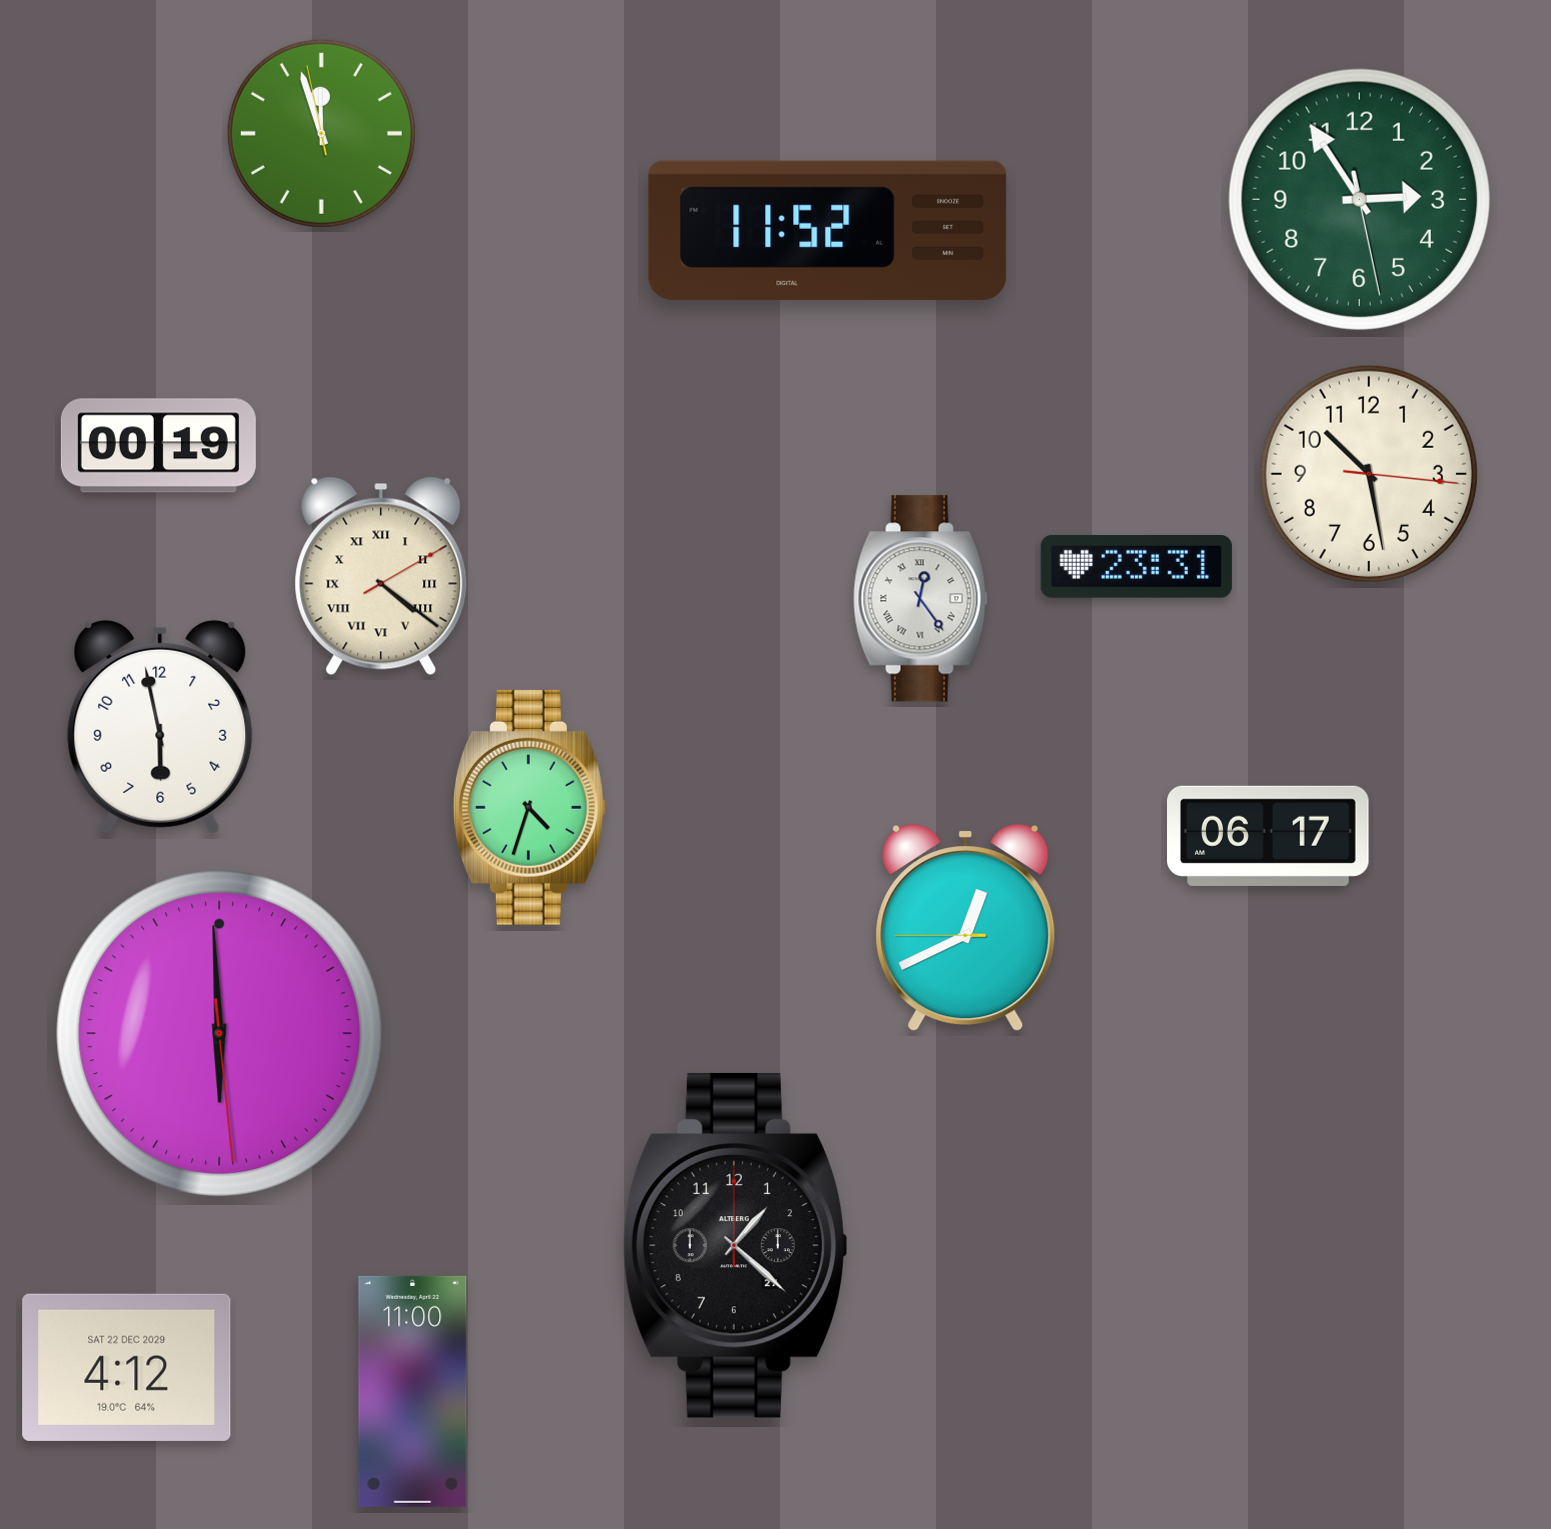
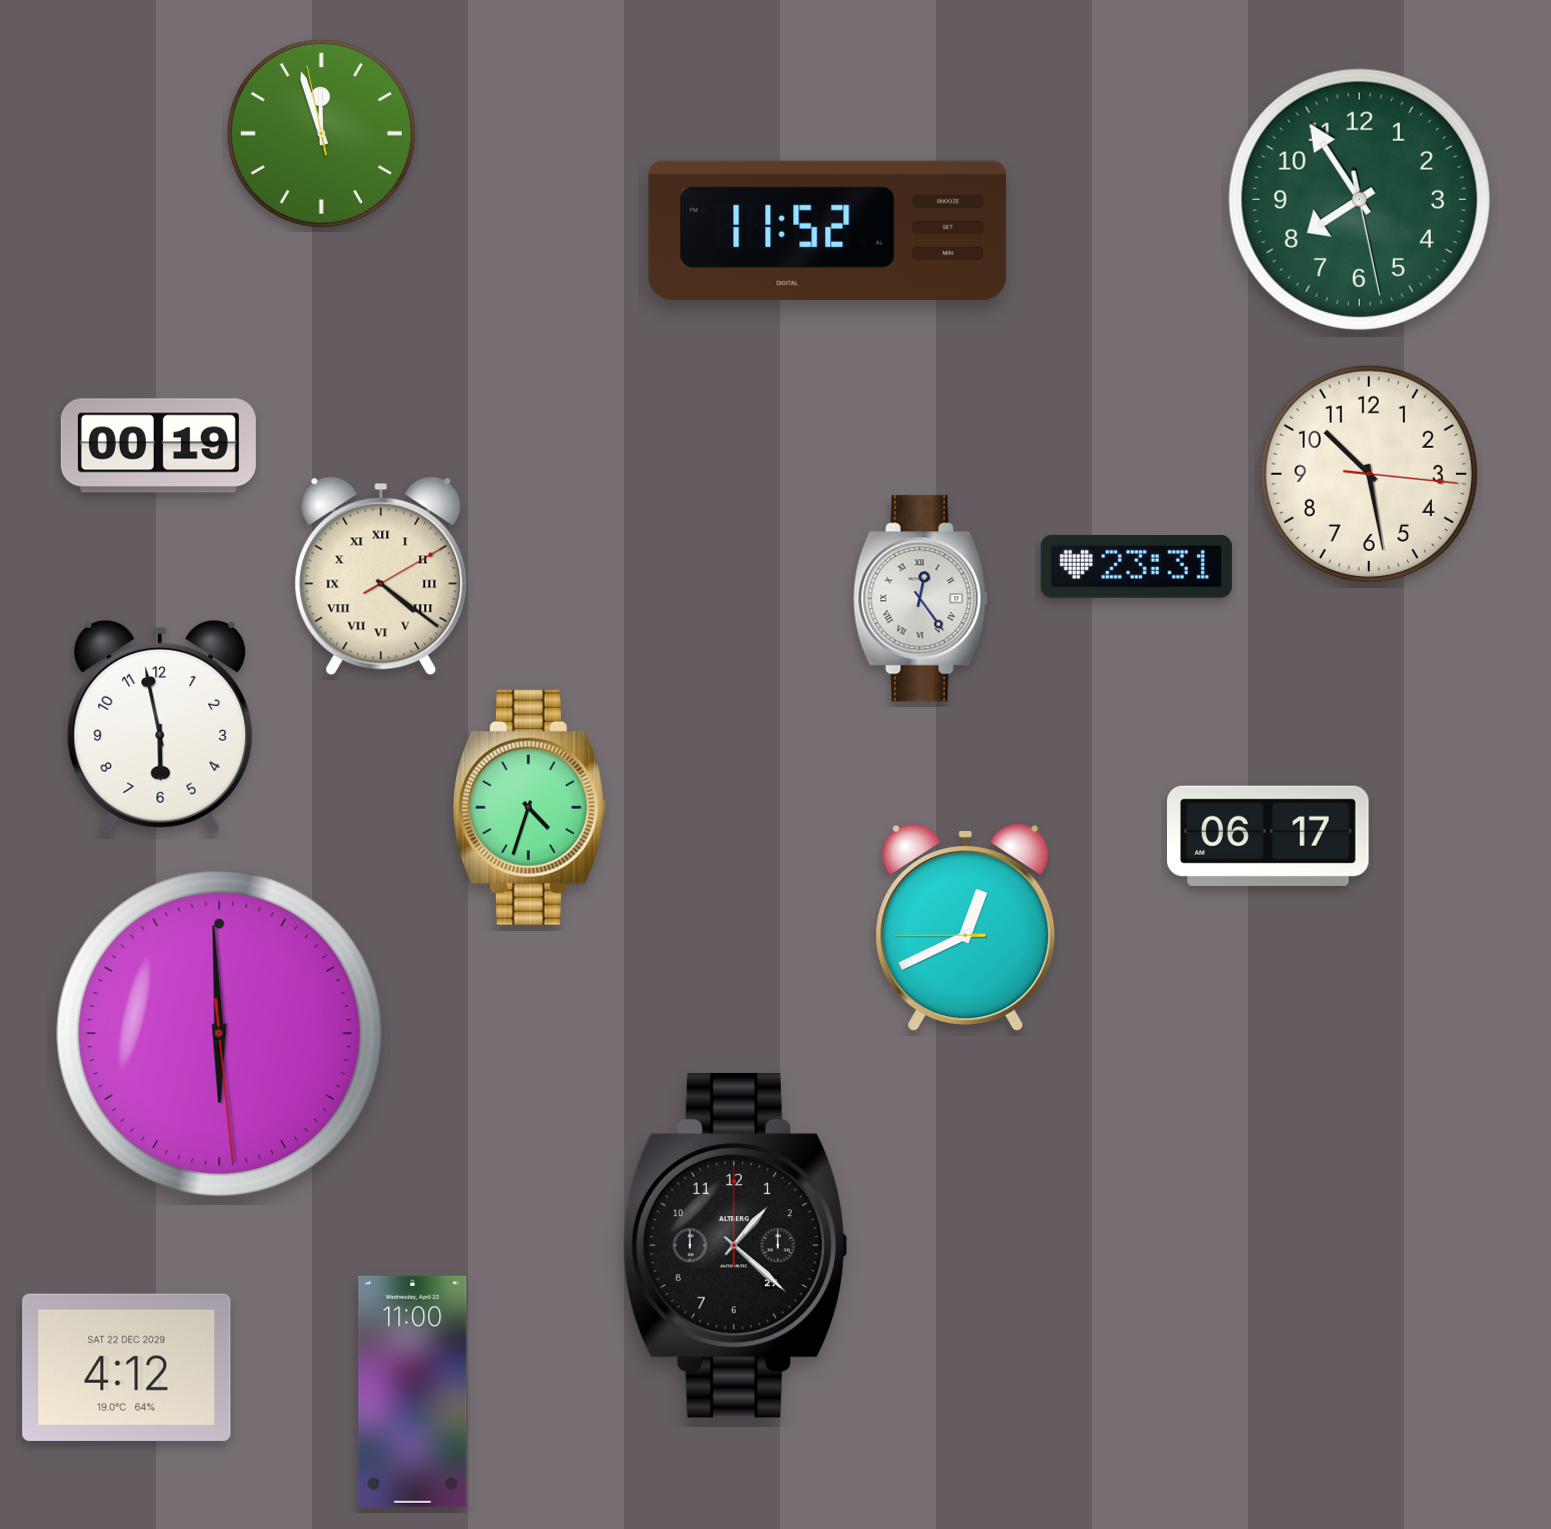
clock at (1359, 199): 2:54 -> 7:54
